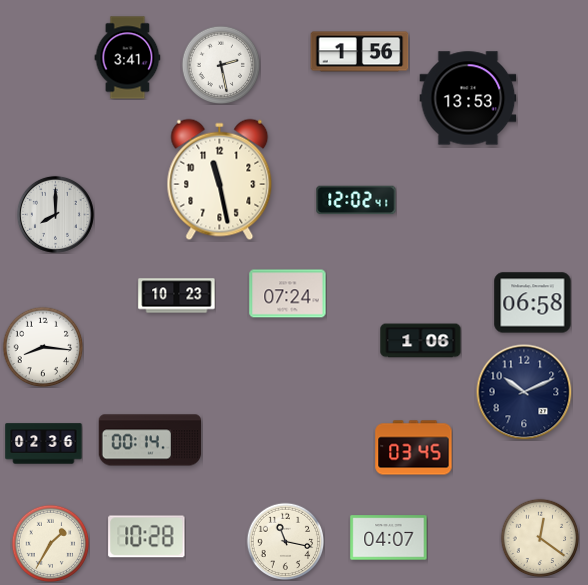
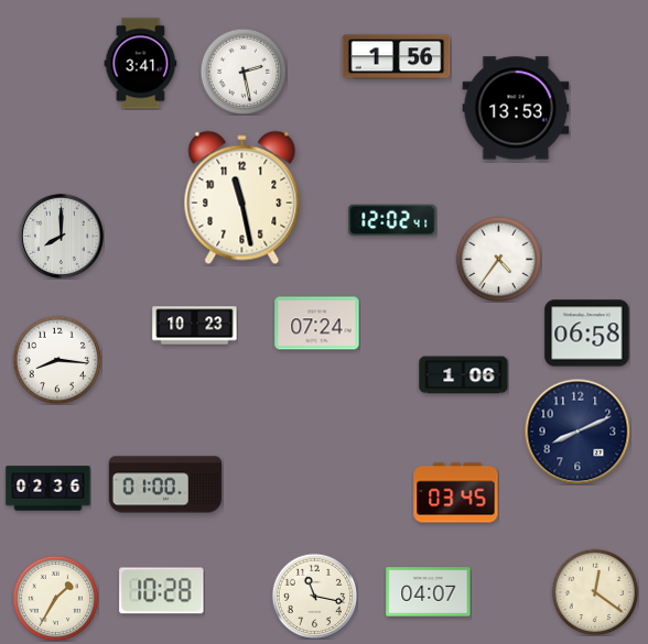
clock at (498, 259): none -> 4:36
clock at (43, 347) position: (43, 347) -> (57, 360)
clock at (524, 392): 10:11 -> 8:11
clock at (150, 440): 00:14 -> 01:00
